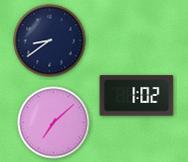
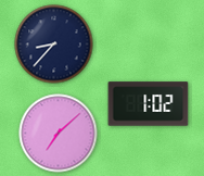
clock at (50, 41): 8:39 -> 8:37
